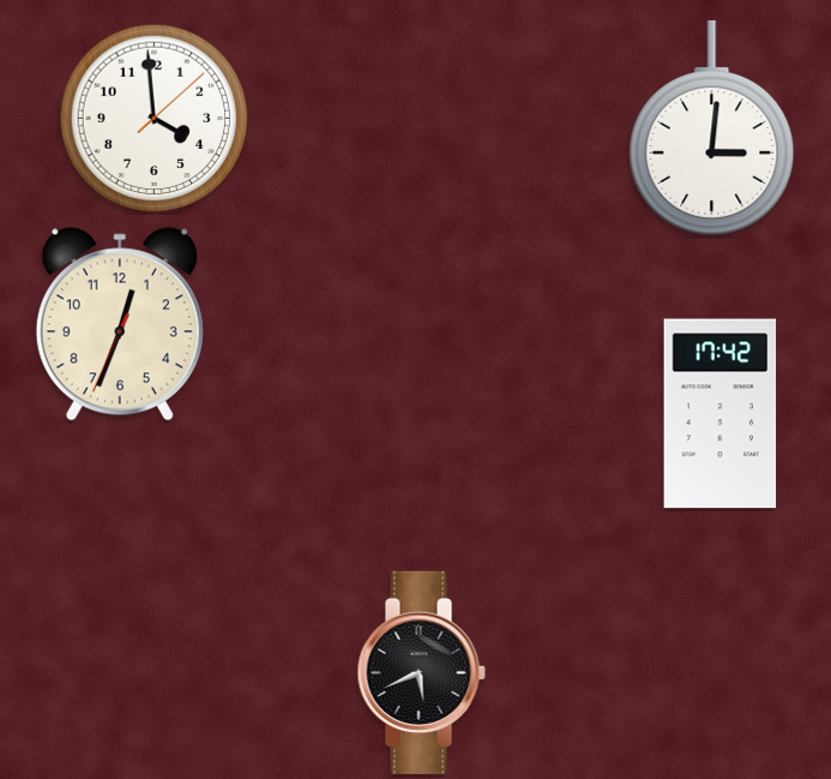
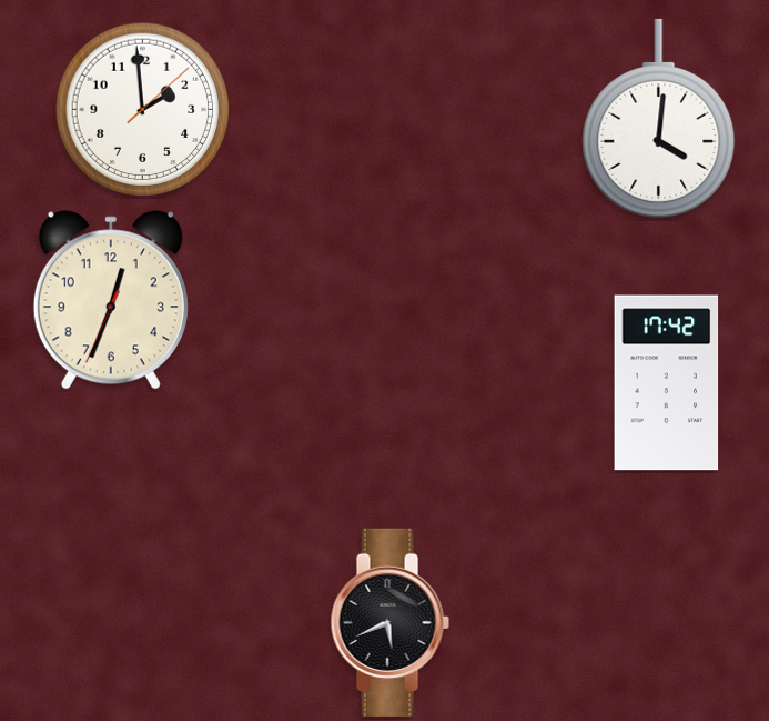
clock at (155, 119): 3:59 -> 1:59
clock at (712, 127): 3:01 -> 4:01
